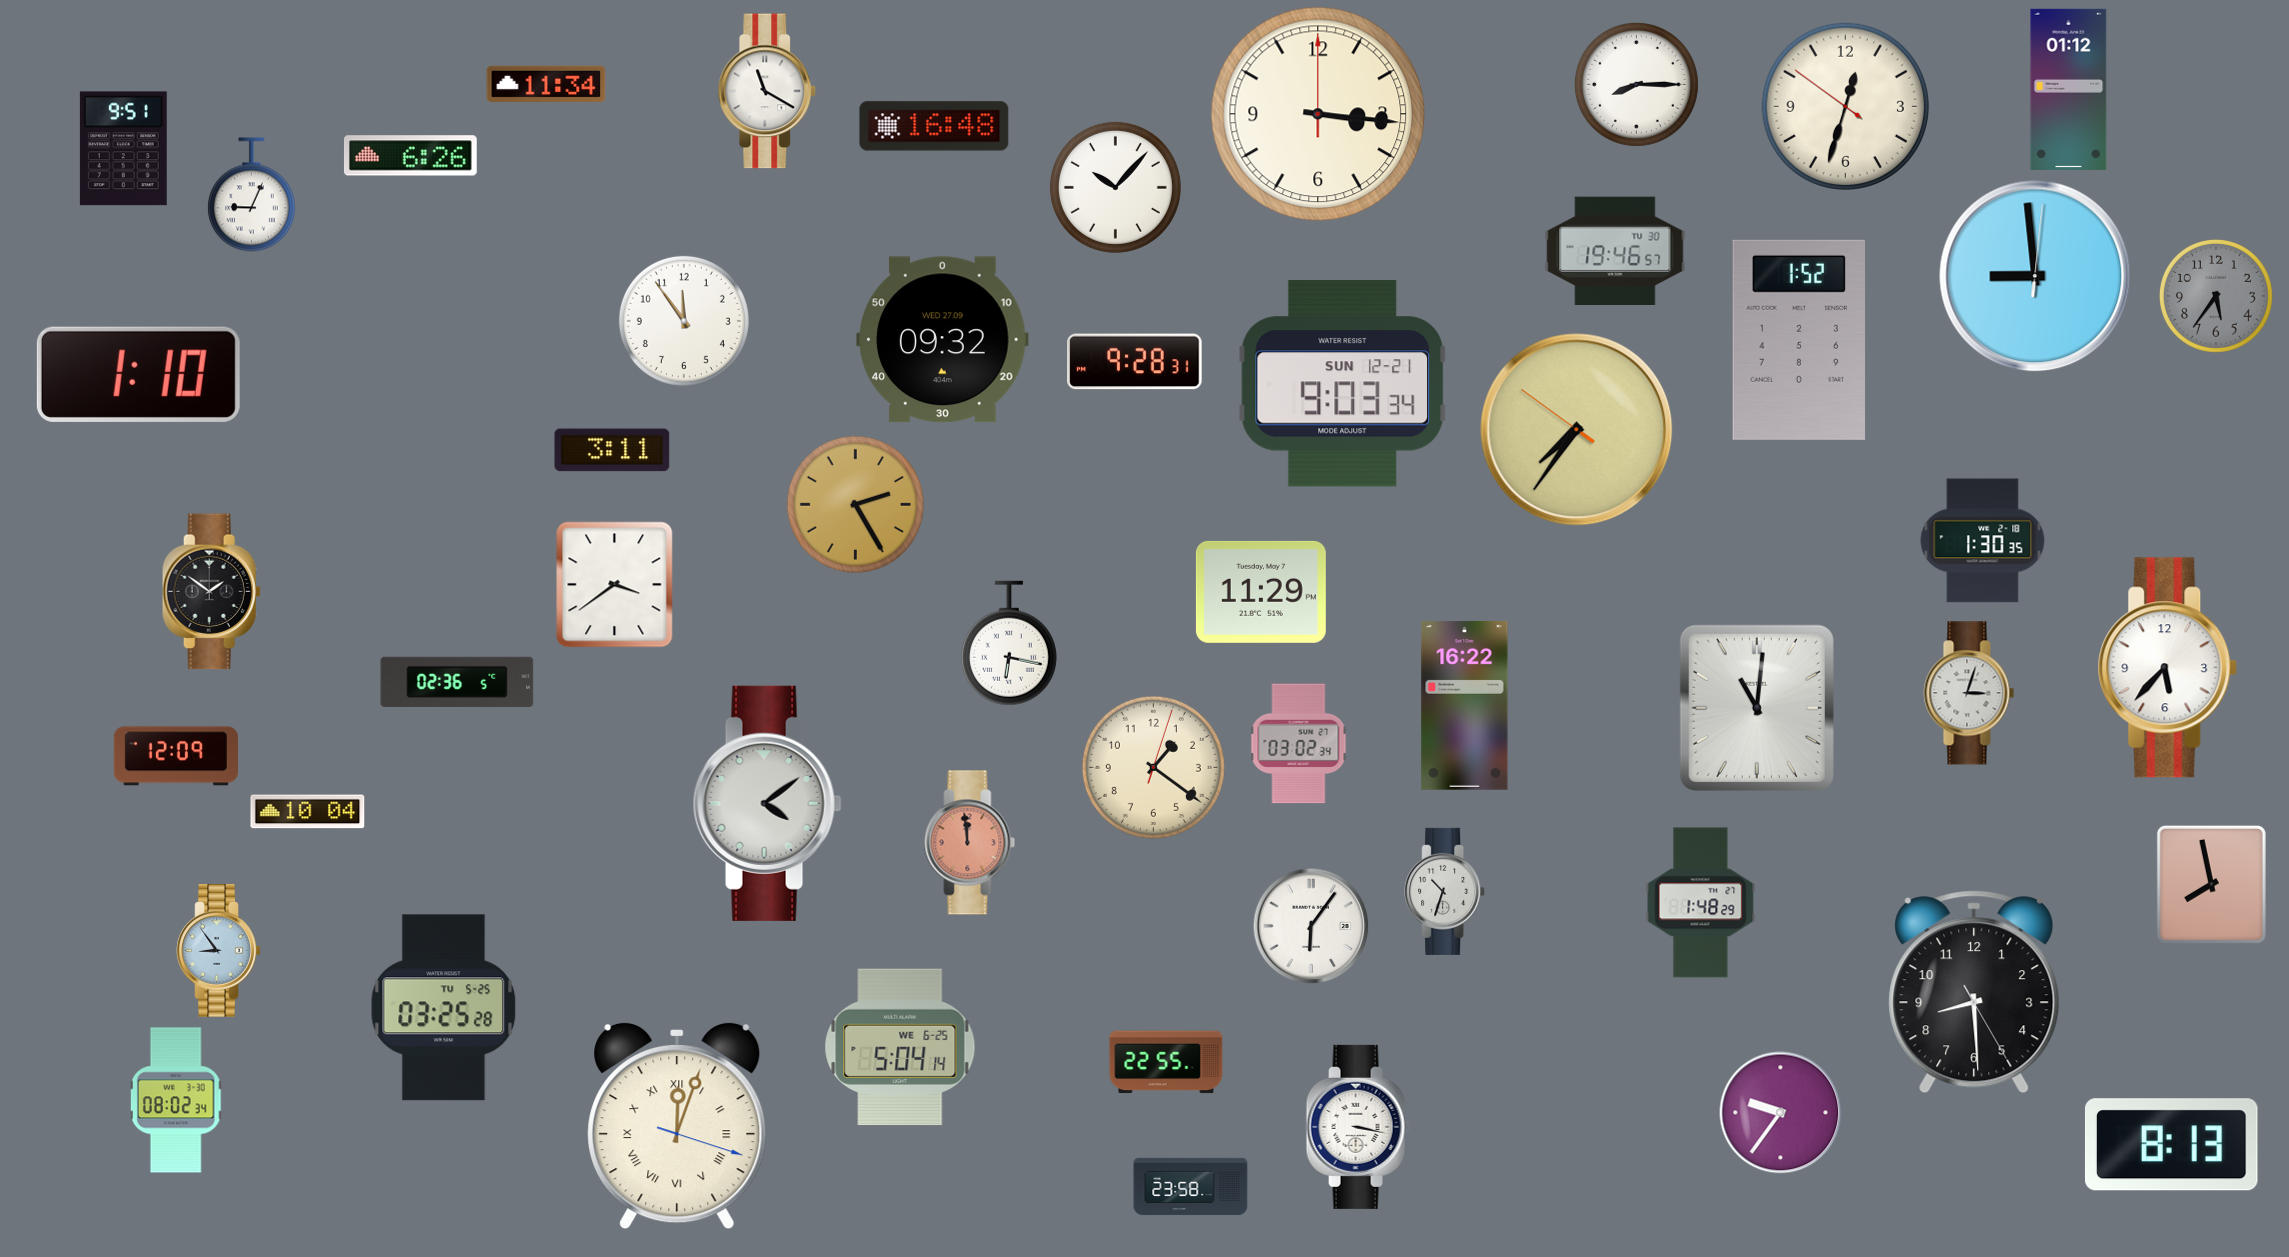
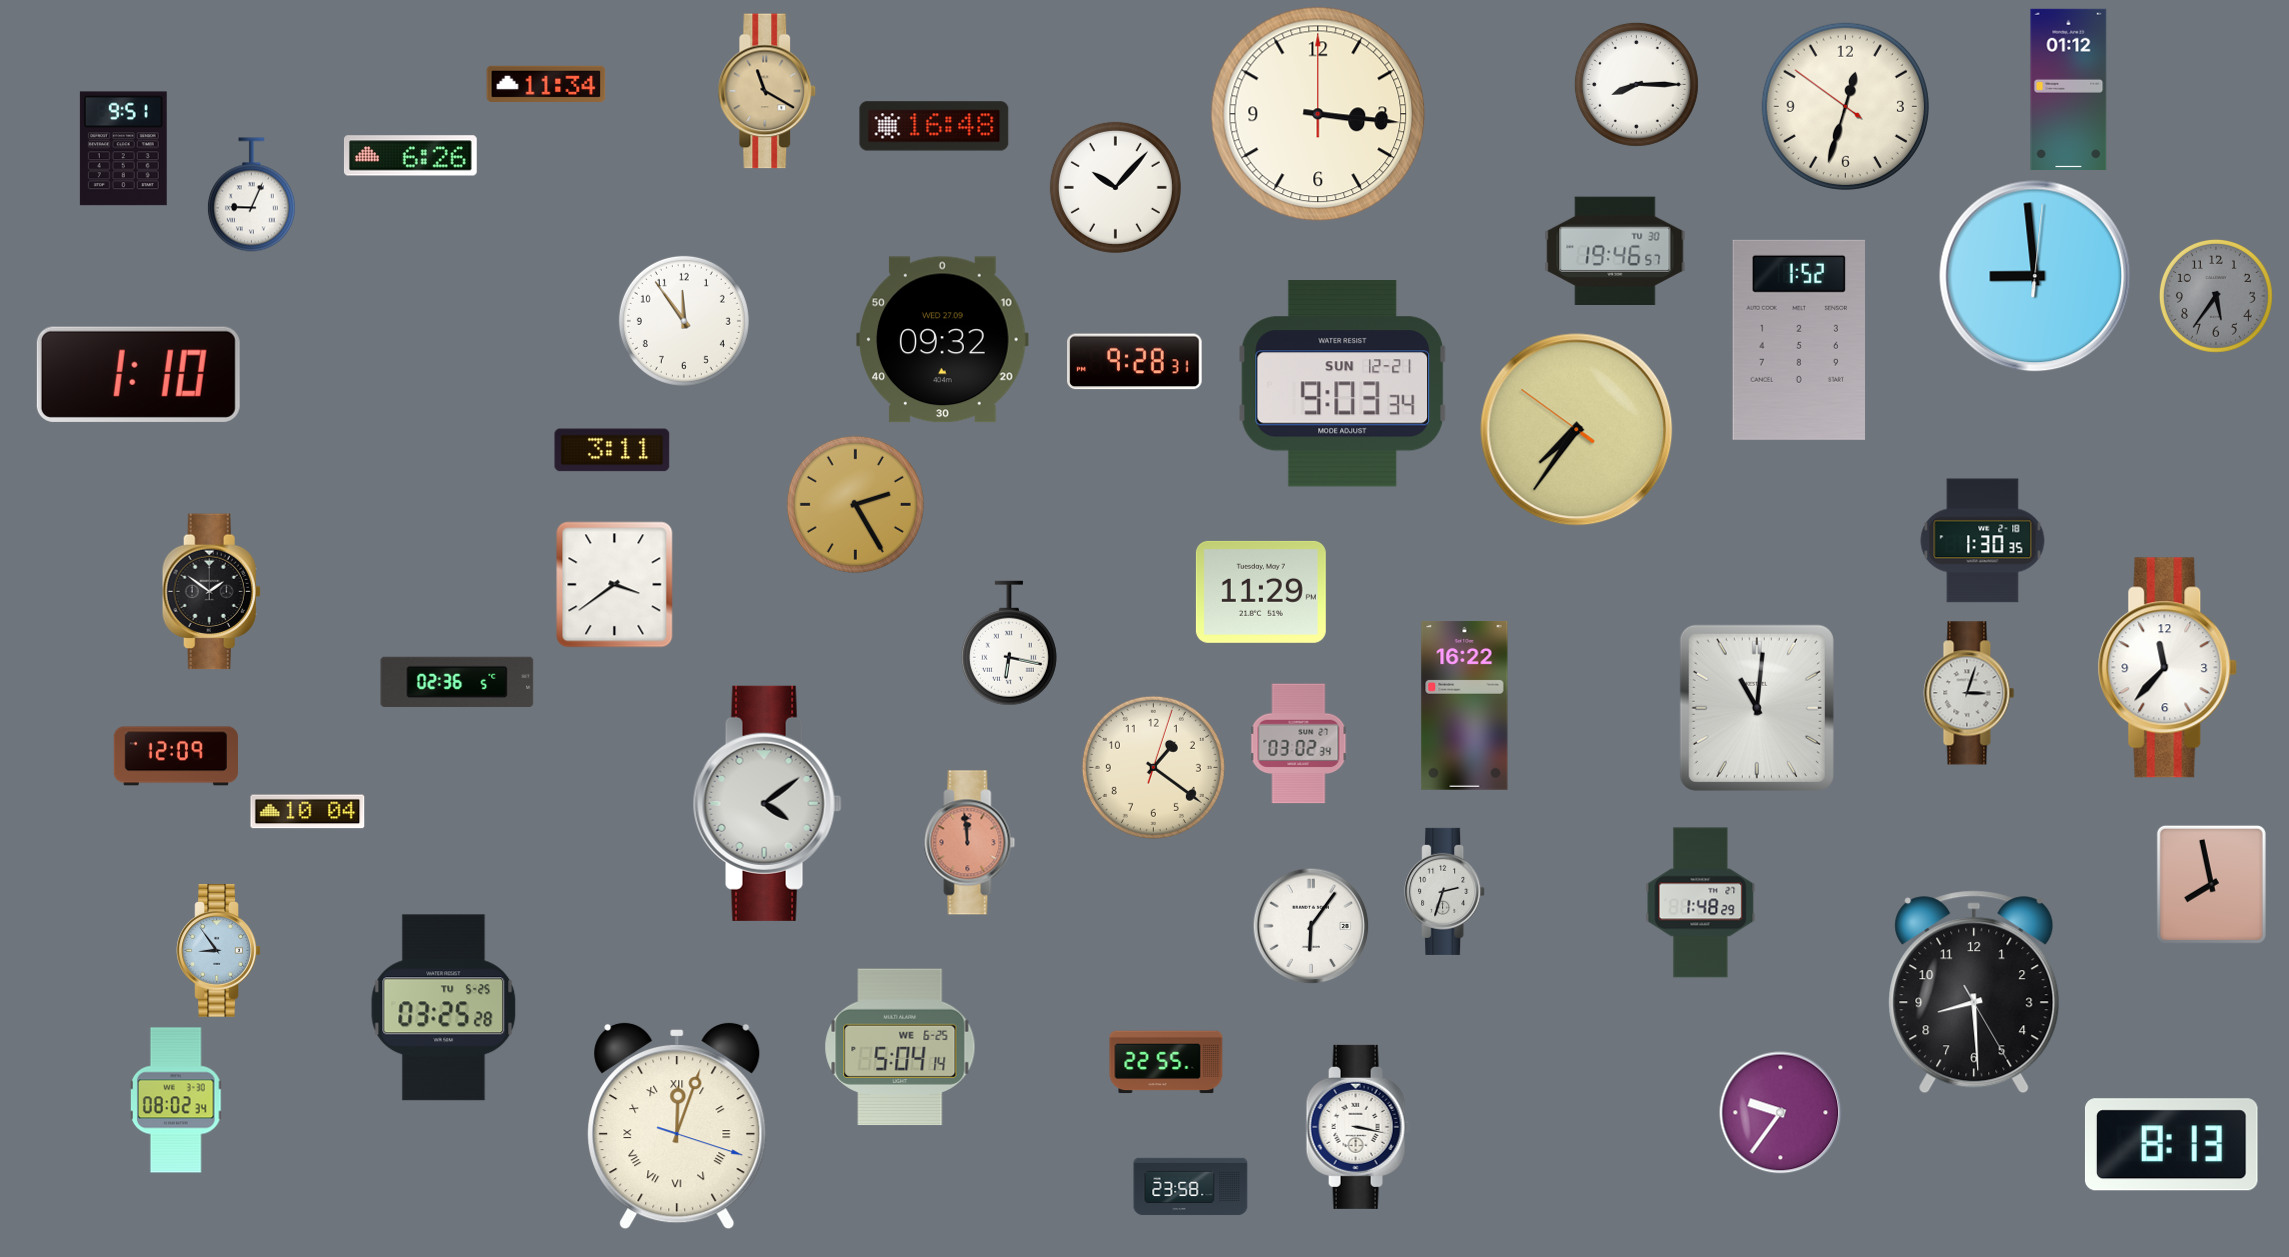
clock at (767, 91) dial: white -> champagne
clock at (2168, 668): 5:37 -> 11:37
clock at (1445, 891): 10:33 -> 2:33
